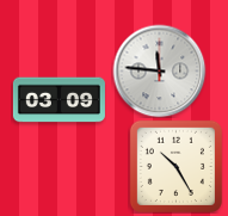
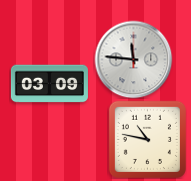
clock at (175, 166): 10:25 -> 10:47
